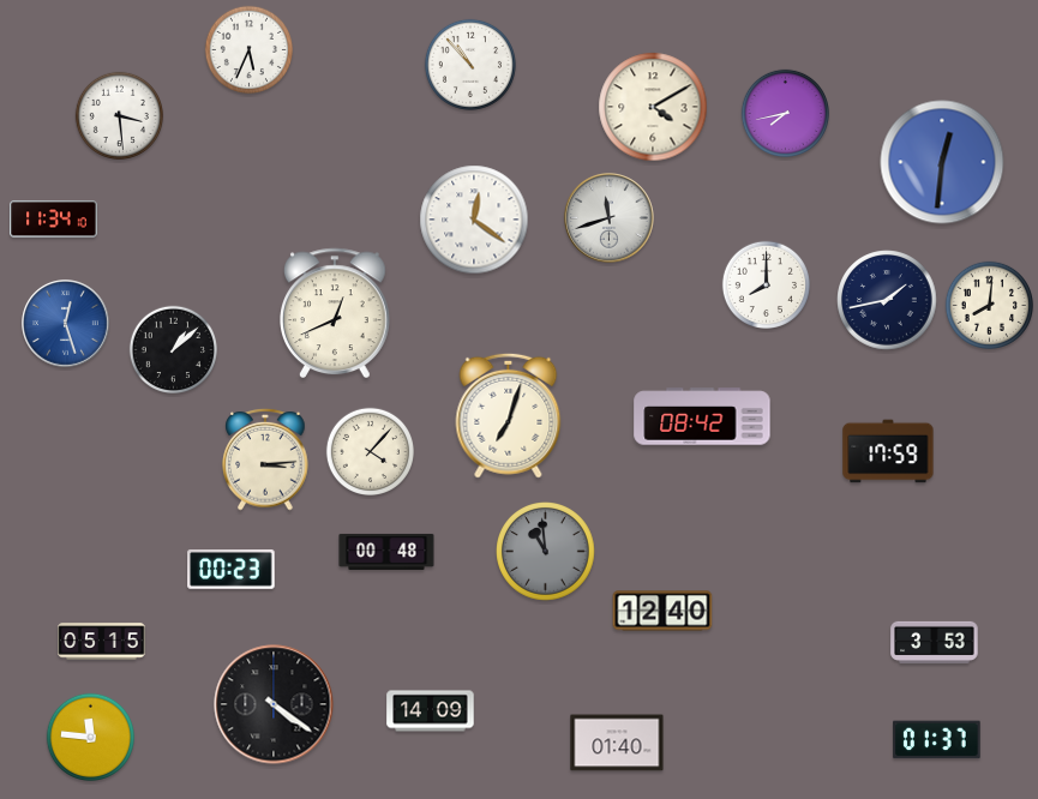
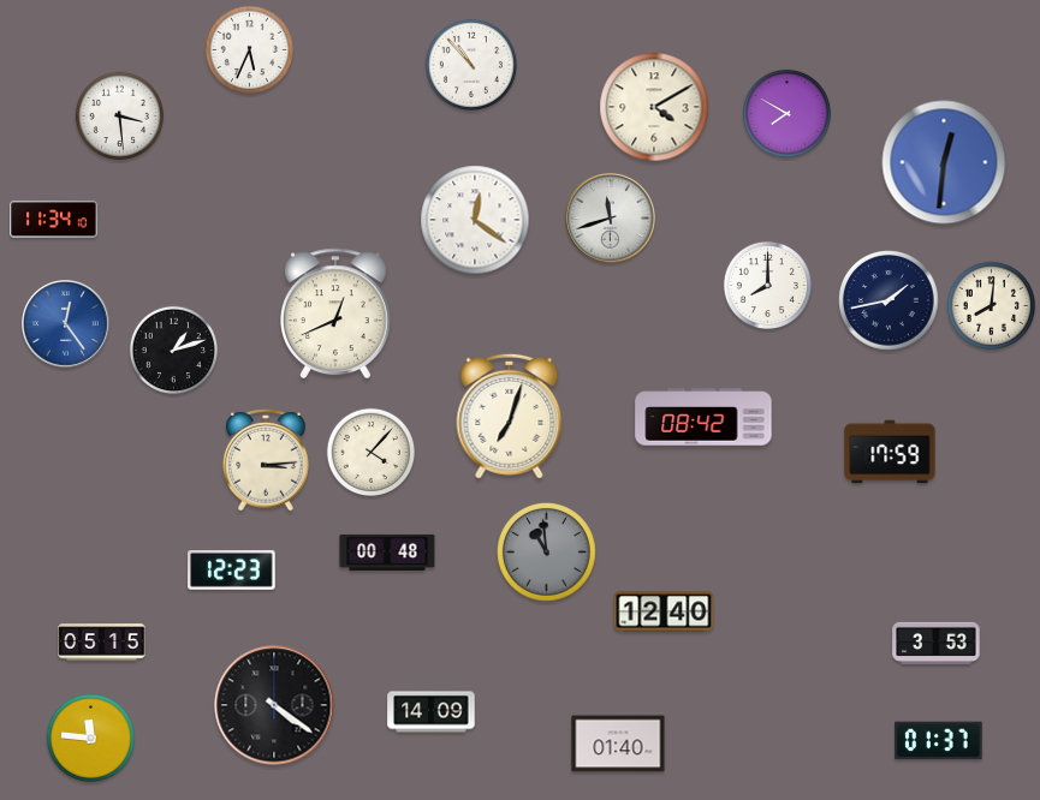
clock at (785, 113): 7:43 -> 7:50
clock at (66, 324): 12:27 -> 12:24
clock at (173, 349): 1:08 -> 1:12
clock at (232, 570): 00:23 -> 12:23
